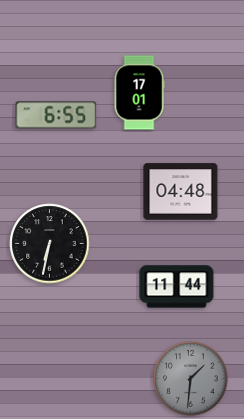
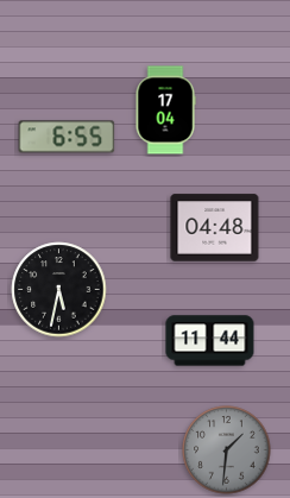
clock at (139, 93): 17:01 -> 17:04
clock at (50, 244): 6:32 -> 5:32
